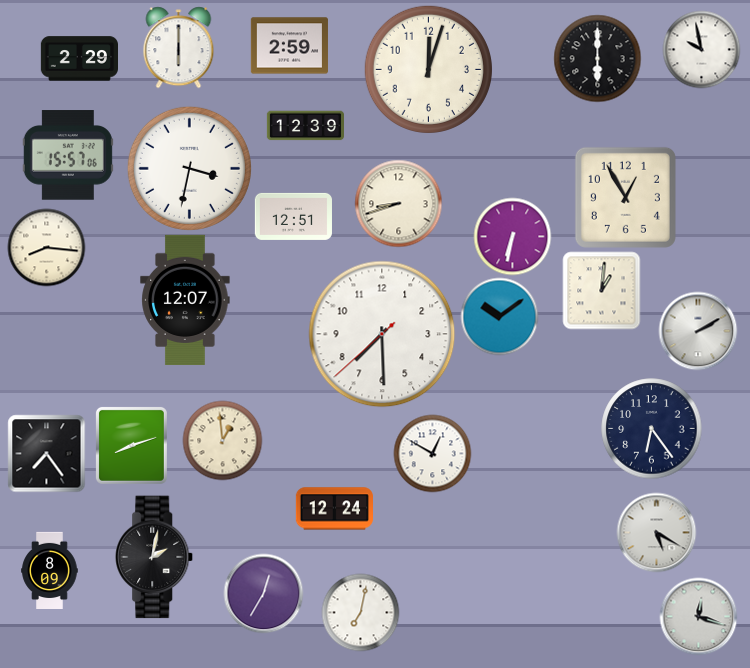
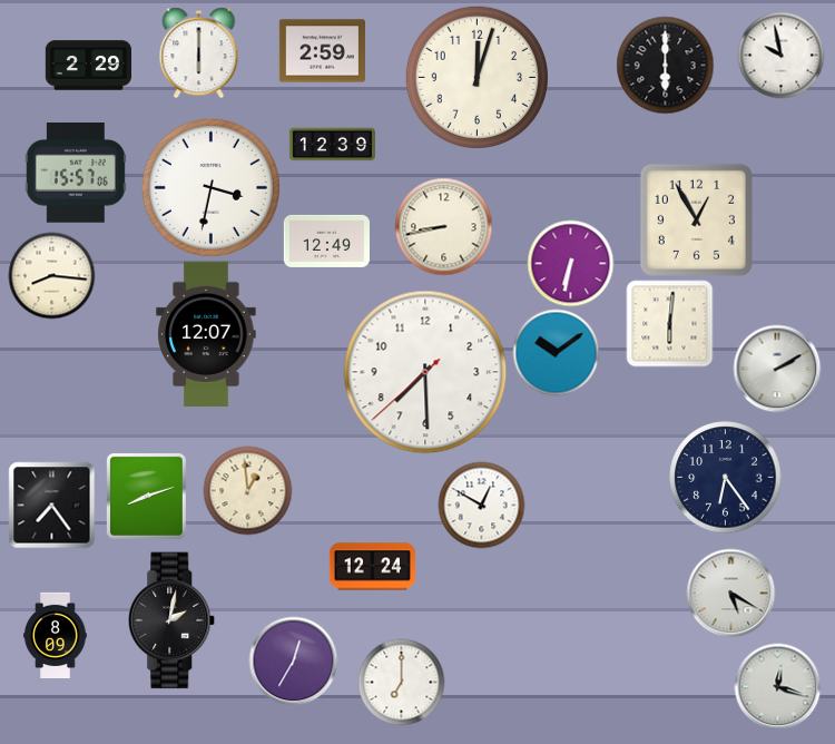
clock at (305, 126) position: (305, 126) -> (332, 145)
clock at (398, 203): 8:42 -> 8:43
clock at (293, 216): 12:51 -> 12:49
clock at (601, 290): 1:01 -> 6:01
clock at (360, 612): 7:02 -> 7:00
